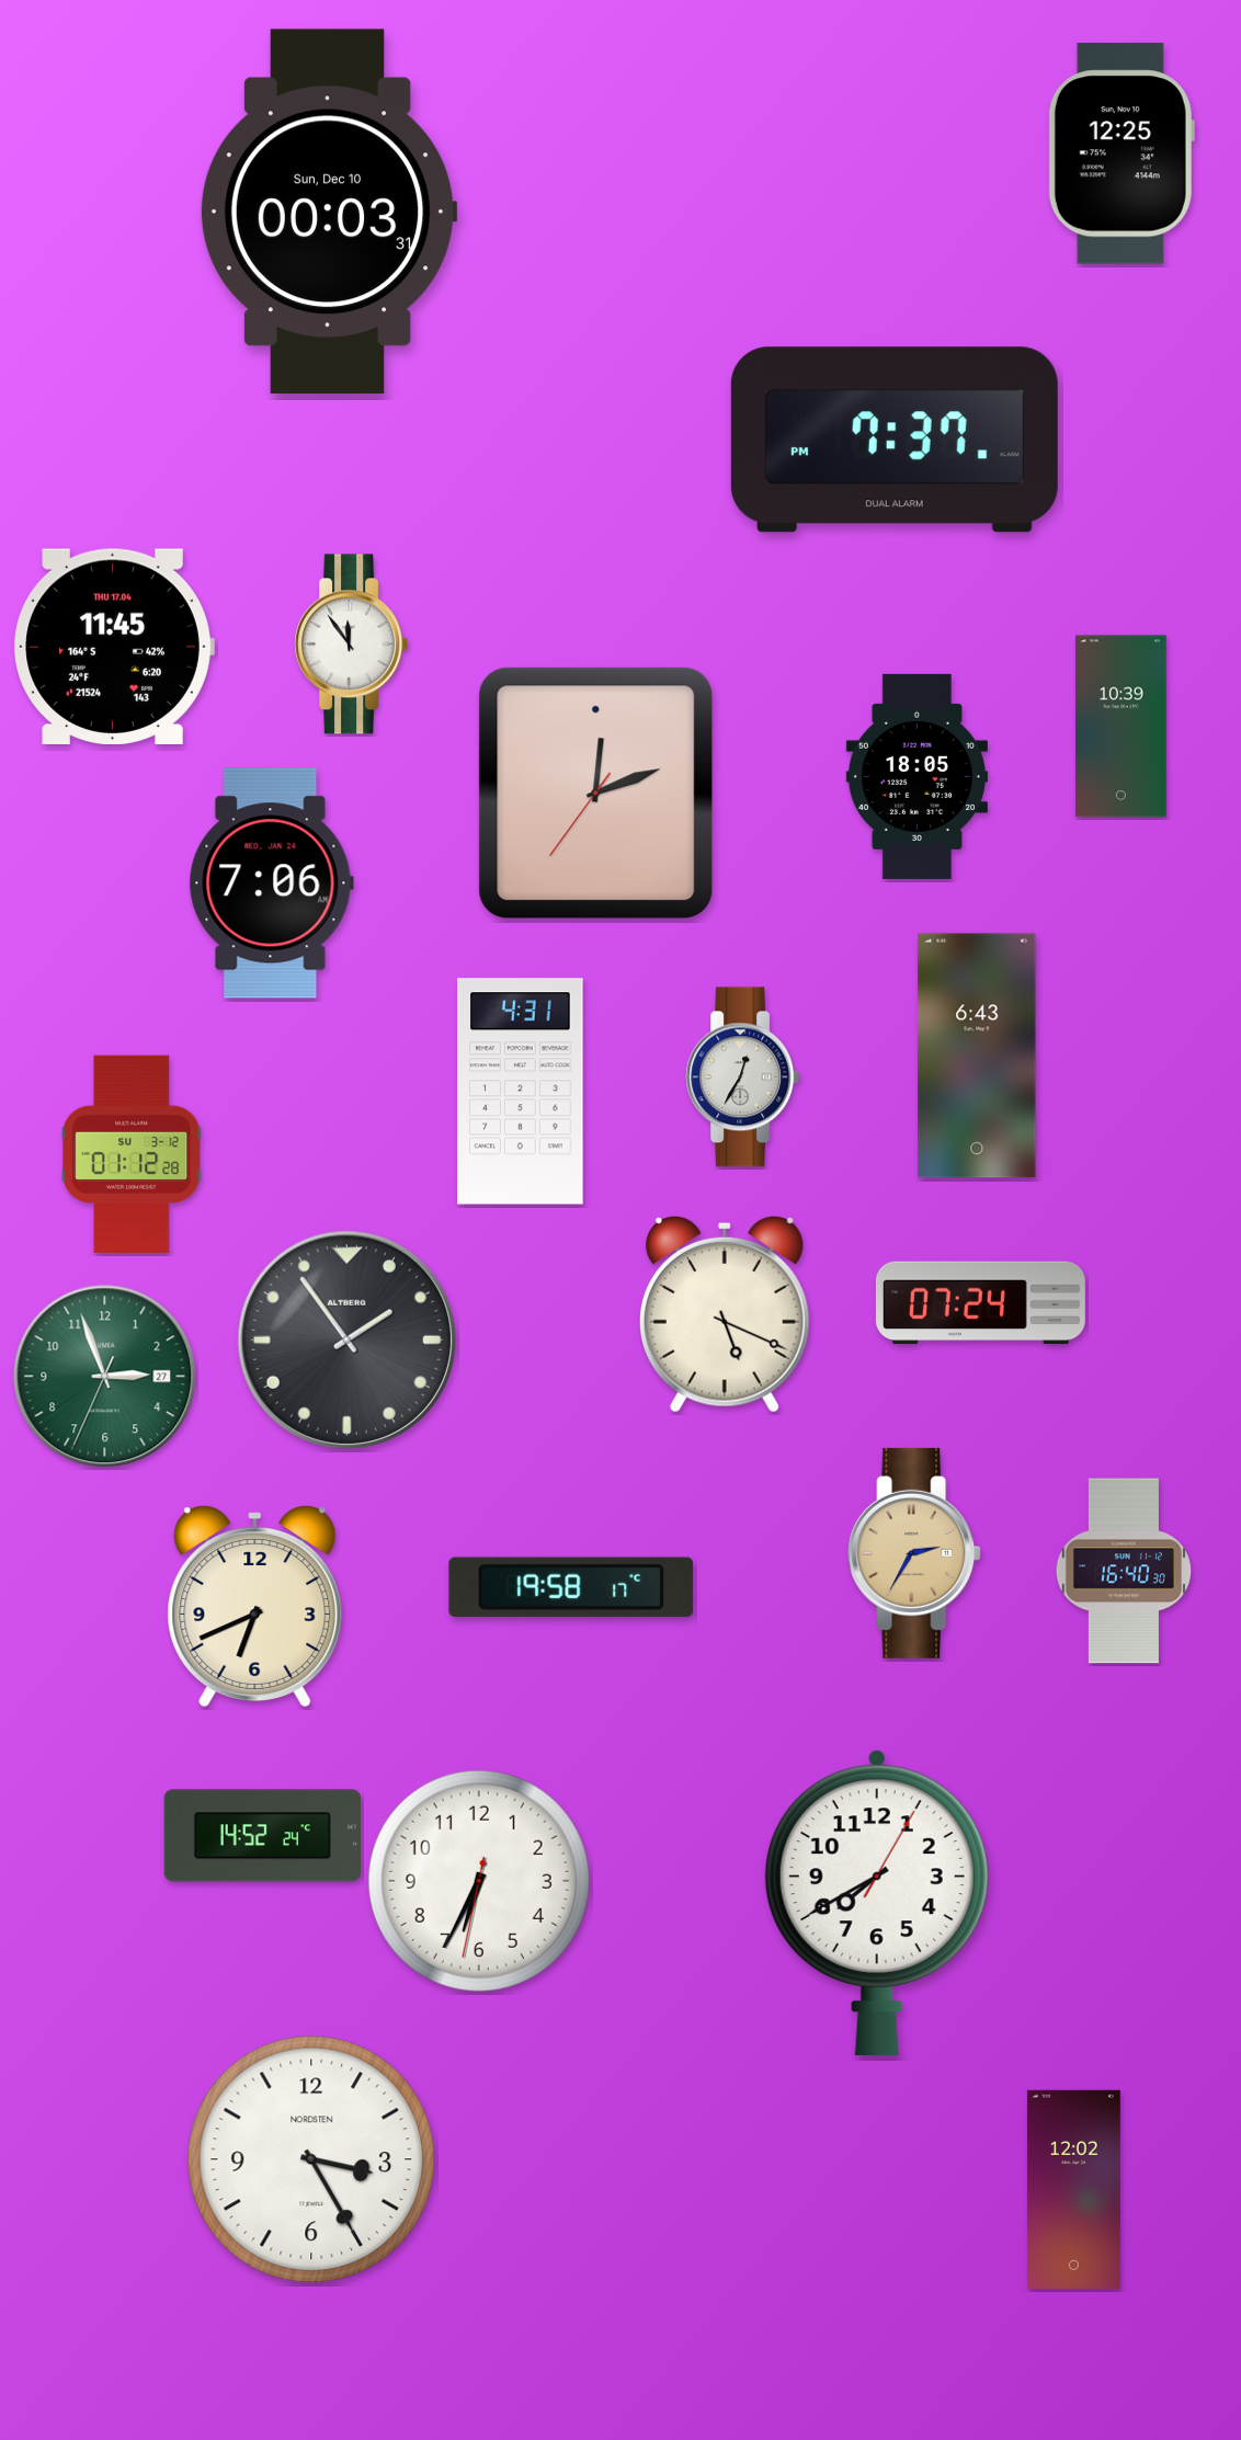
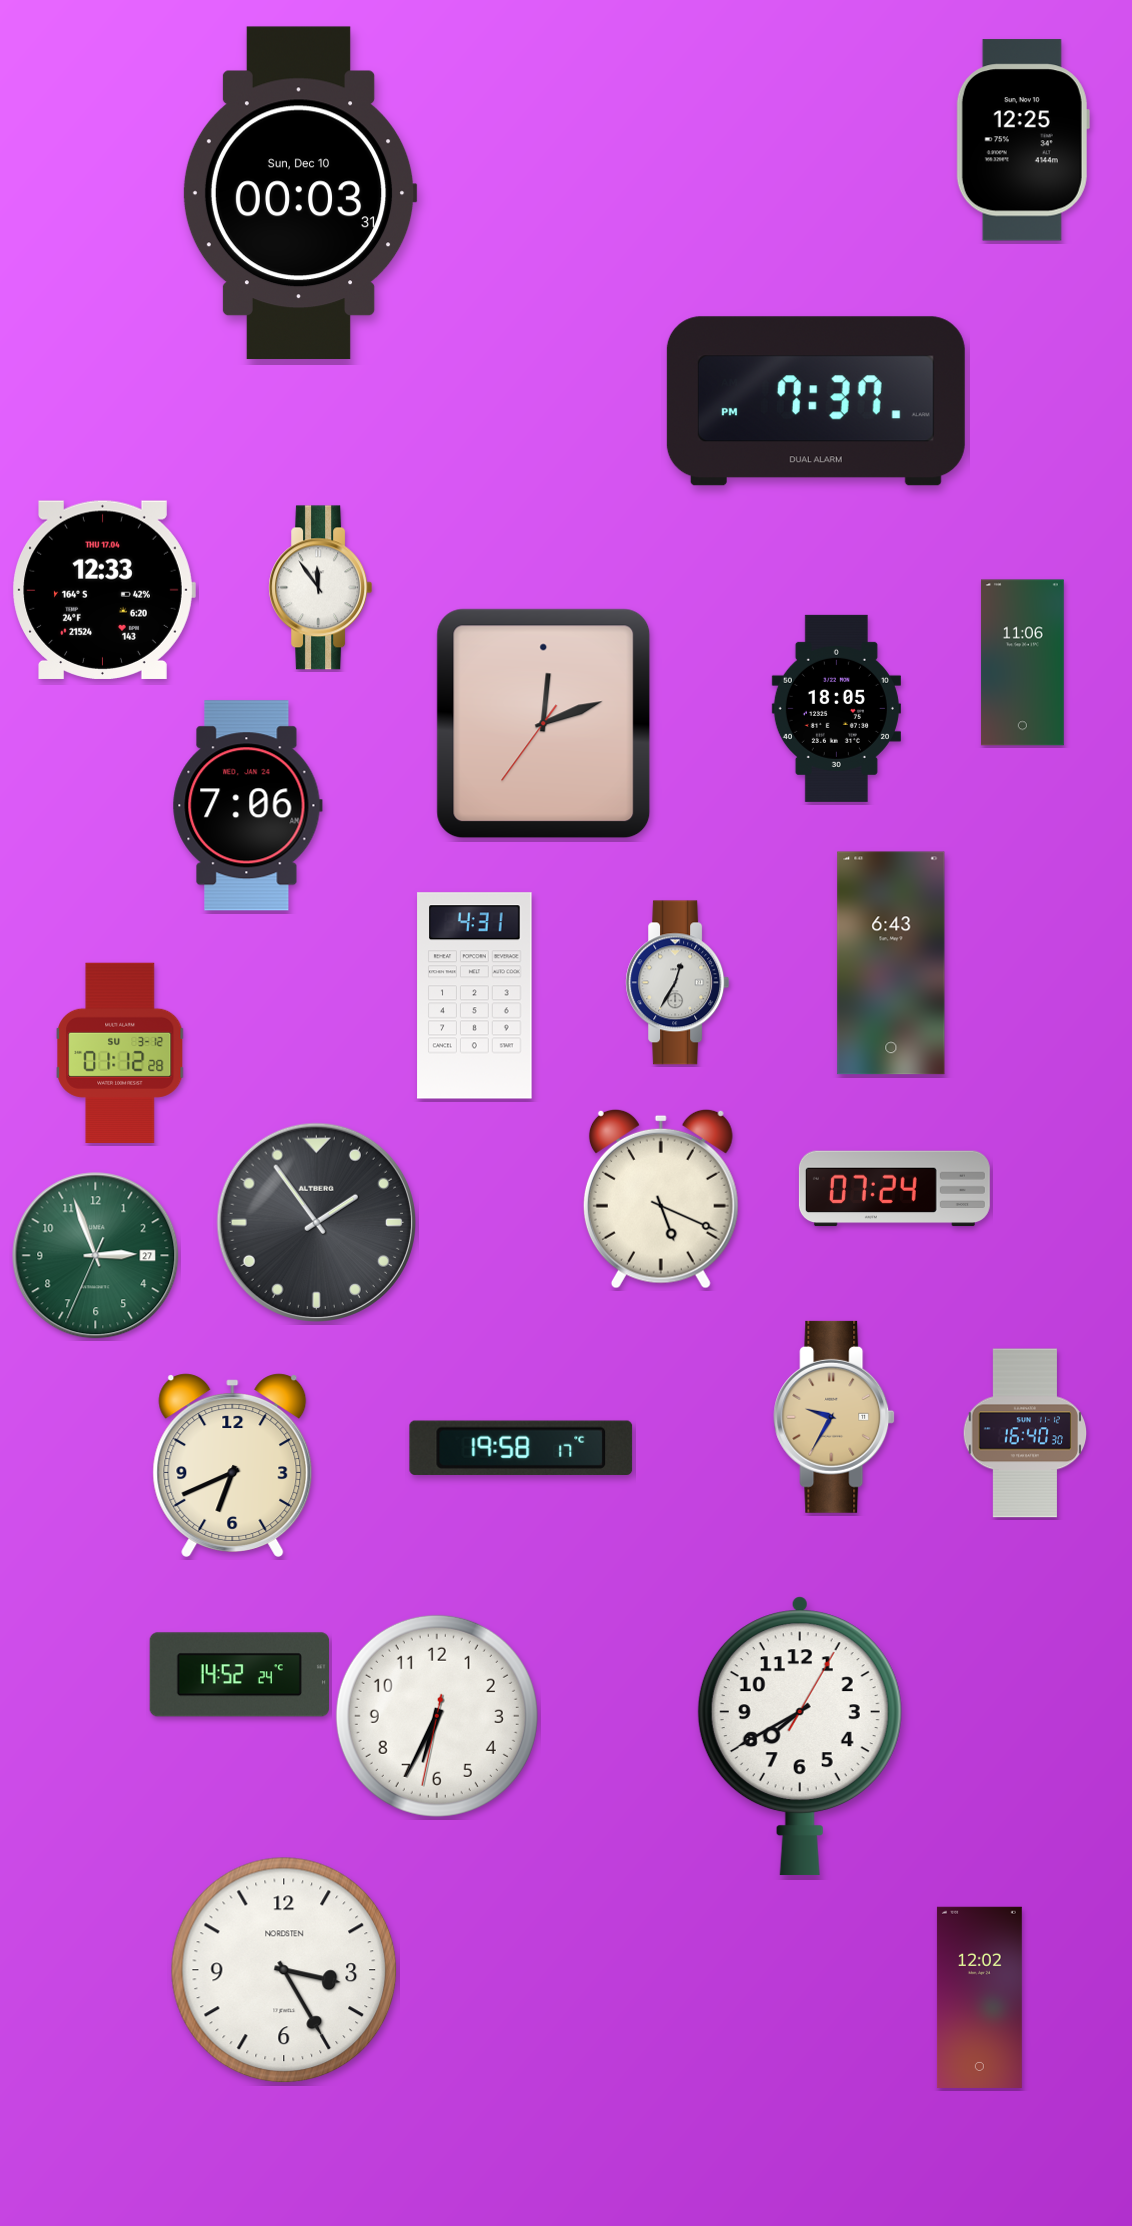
clock at (114, 647): 11:45 -> 12:33
clock at (1120, 727): 10:39 -> 11:06
clock at (914, 1553): 2:35 -> 9:35
